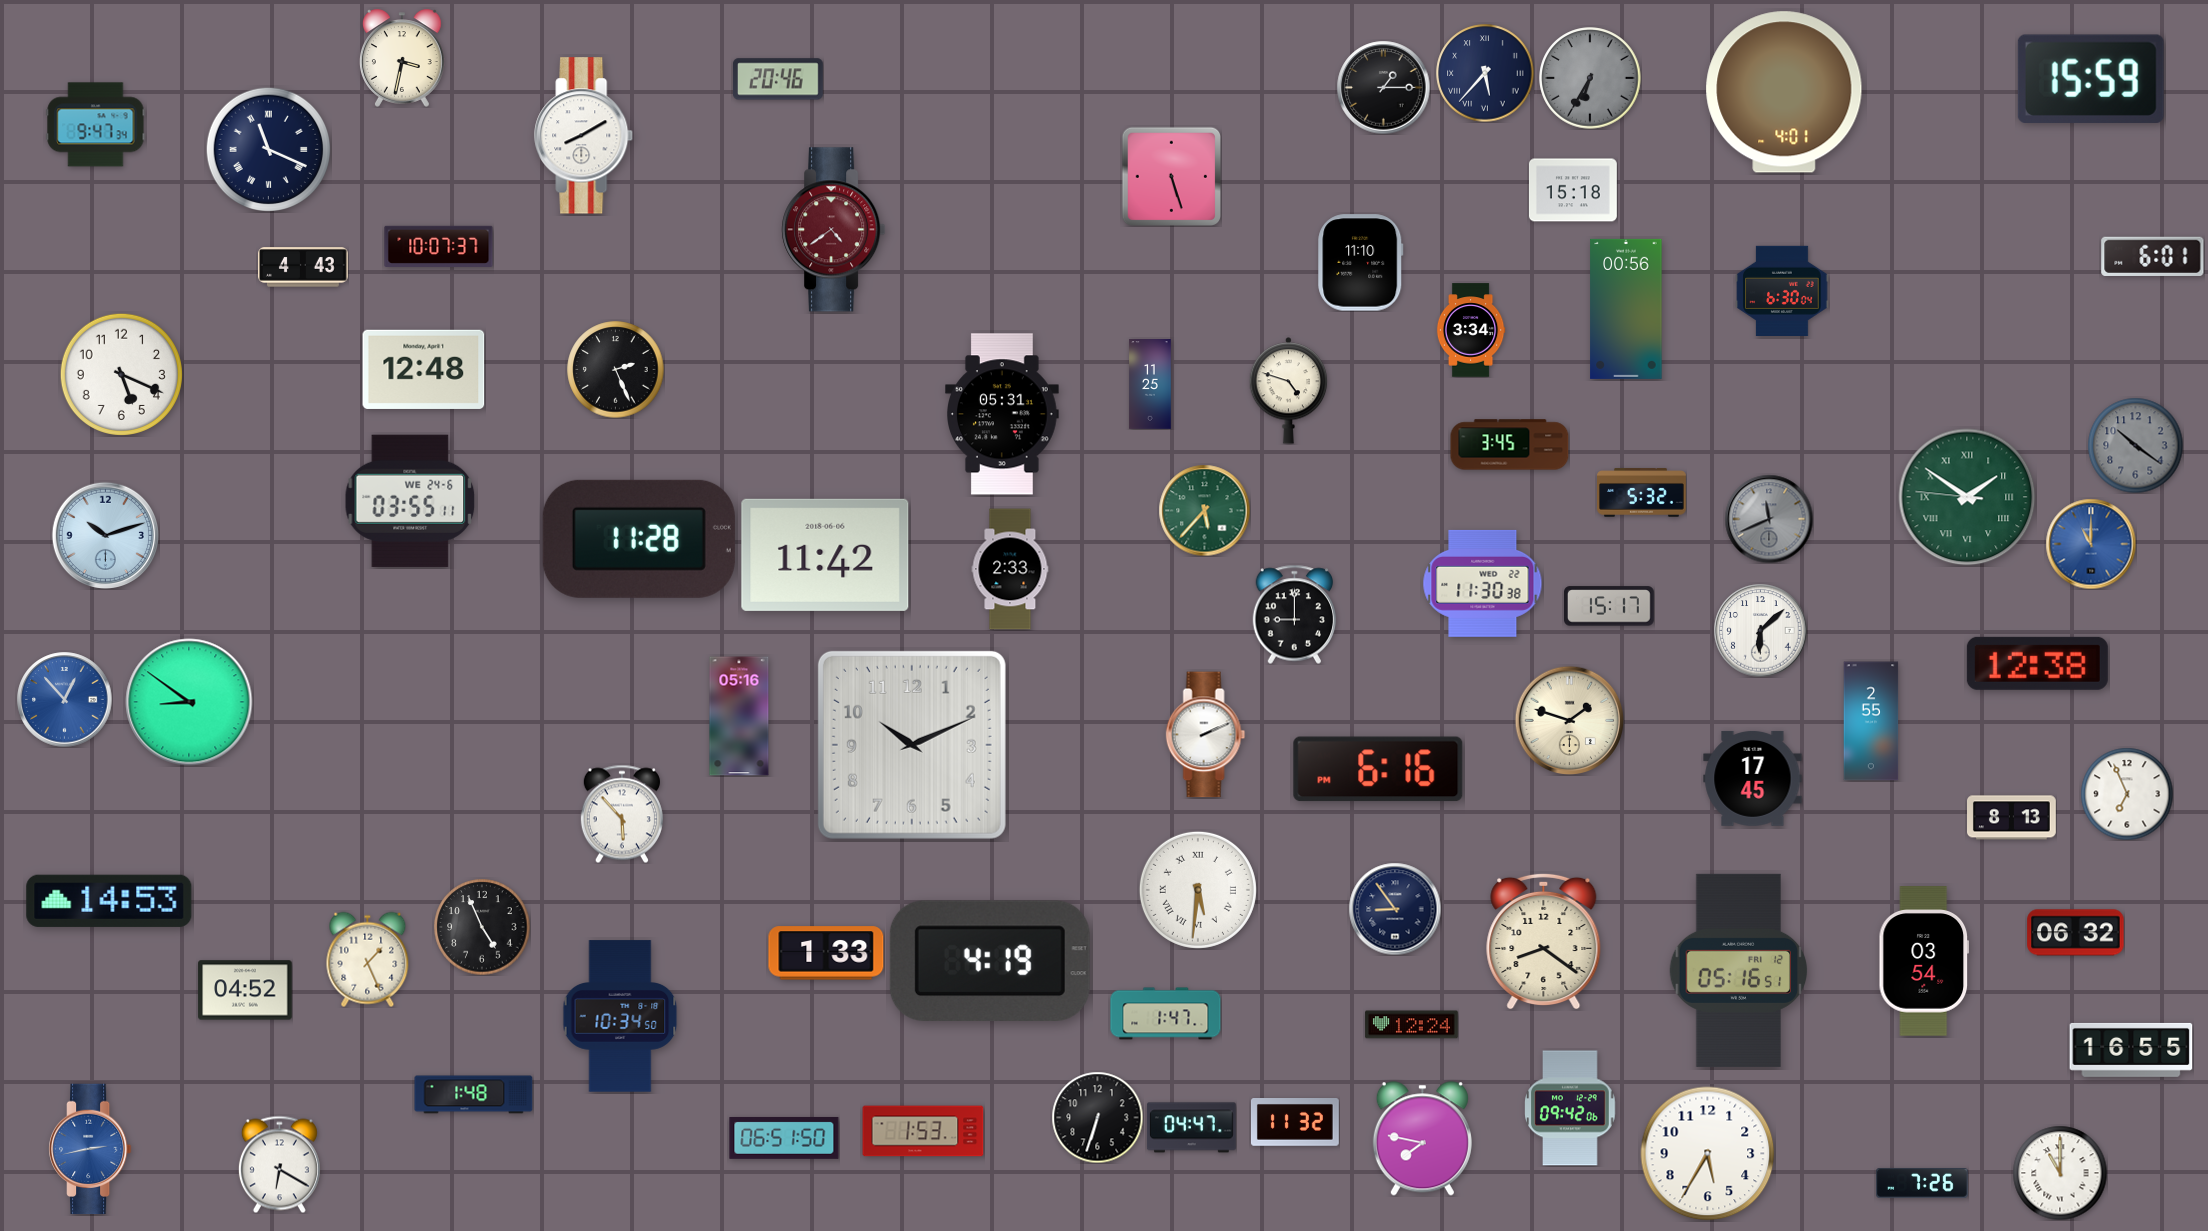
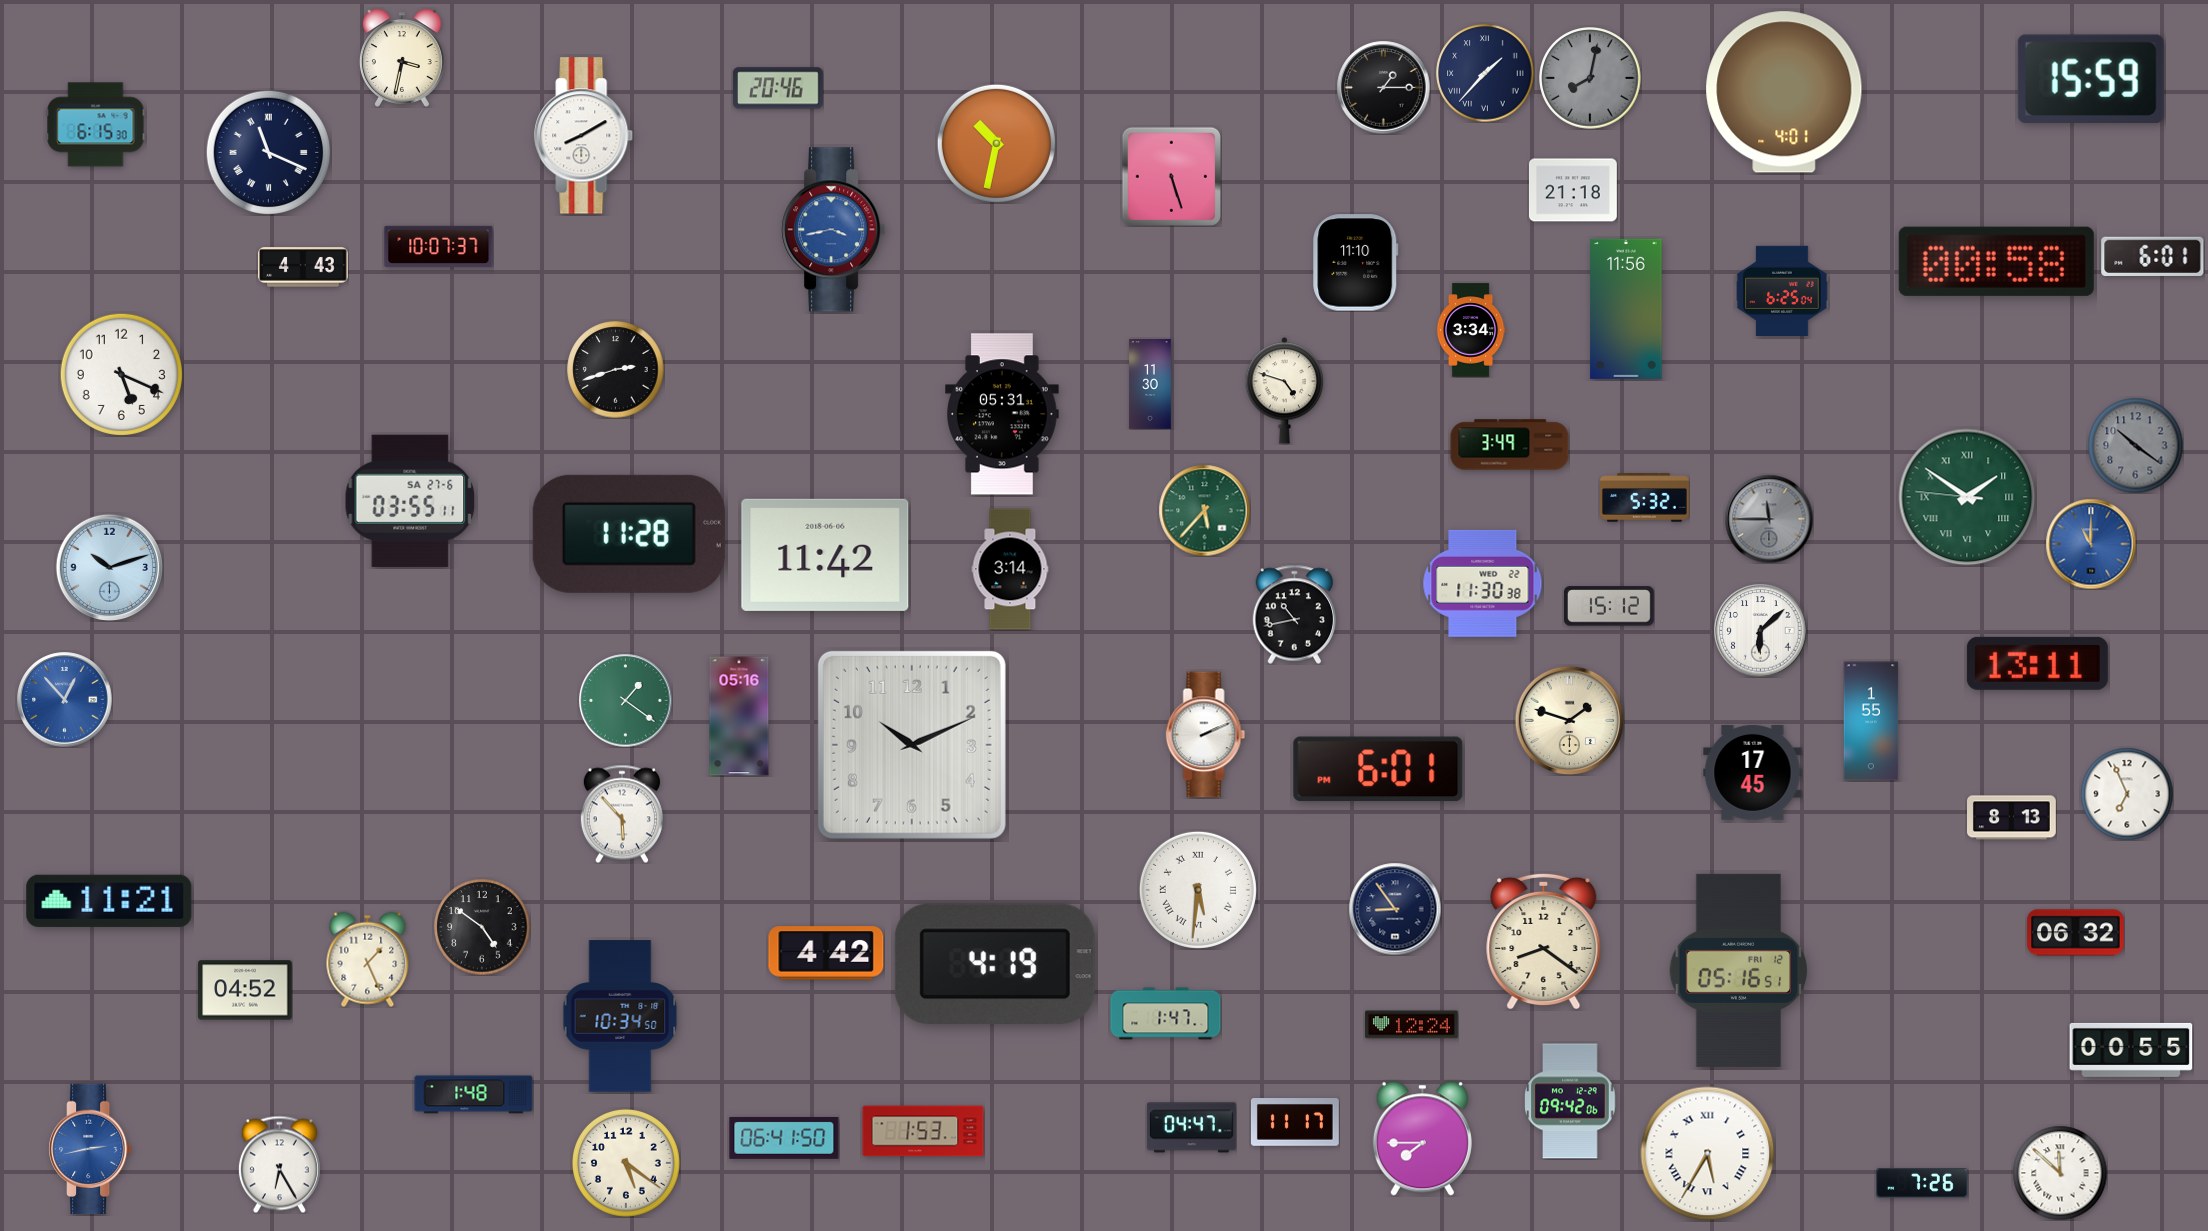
clock at (1485, 73): 5:37 -> 1:37
clock at (1590, 78): 6:35 -> 8:02
clock at (778, 79) position: (778, 79) -> (778, 88)
clock at (96, 125): 9:47 -> 6:15
clock at (996, 143): none -> 10:32
clock at (268, 149) position: (268, 149) -> (268, 152)
clock at (1573, 190): 15:18 -> 21:18
clock at (834, 230): 4:39 -> 3:43
clock at (834, 230) dial: burgundy -> blue
clock at (1996, 261): none -> 00:58
clock at (1361, 263) position: (1361, 263) -> (1356, 263)
clock at (1782, 290): 6:30 -> 6:25
clock at (1626, 309): 00:56 -> 11:56
clock at (424, 369): 12:48 -> none
clock at (616, 370): 2:26 -> 2:42
clock at (1150, 384): 11:25 -> 11:30
clock at (1289, 391) position: (1289, 391) -> (1285, 391)
clock at (1510, 445): 3:45 -> 3:49
clock at (1642, 493) position: (1642, 493) -> (1645, 498)
clock at (410, 501) date: WE 24-6 -> SA 27-6
clock at (1769, 519): 11:41 -> 11:45
clock at (105, 535) position: (105, 535) -> (109, 567)
clock at (639, 539) position: (639, 539) -> (629, 534)
clock at (1010, 569): 2:33 -> 3:14
clock at (1610, 606): 15:17 -> 15:12
clock at (1295, 614): 9:00 -> 10:43
clock at (2037, 663): 12:38 -> 13:11
clock at (625, 700): none -> 1:21
clock at (189, 702): 8:51 -> none
clock at (1871, 721): 2:55 -> 1:55
clock at (1378, 769): 6:16 -> 6:01
clock at (1753, 778) position: (1753, 778) -> (1753, 772)
clock at (109, 901): 14:53 -> 11:21
clock at (482, 927): 4:56 -> 4:51
clock at (826, 953): 1:33 -> 4:42
clock at (990, 960) position: (990, 960) -> (995, 963)
clock at (1923, 961): 03:54 -> none
clock at (2131, 1050): 16:55 -> 00:55
clock at (1570, 1108) position: (1570, 1108) -> (1570, 1101)
clock at (1097, 1117): 6:33 -> none
clock at (1295, 1123): 11:32 -> 11:17
clock at (784, 1138): 06:51 -> 06:41
clock at (1422, 1139): 7:47 -> 7:45
clock at (1708, 1154) numerals: Arabic -> Roman
clock at (626, 1163): none -> 5:21
clock at (279, 1164): 6:20 -> 6:25
clock at (2060, 1173): 11:00 -> 11:52
